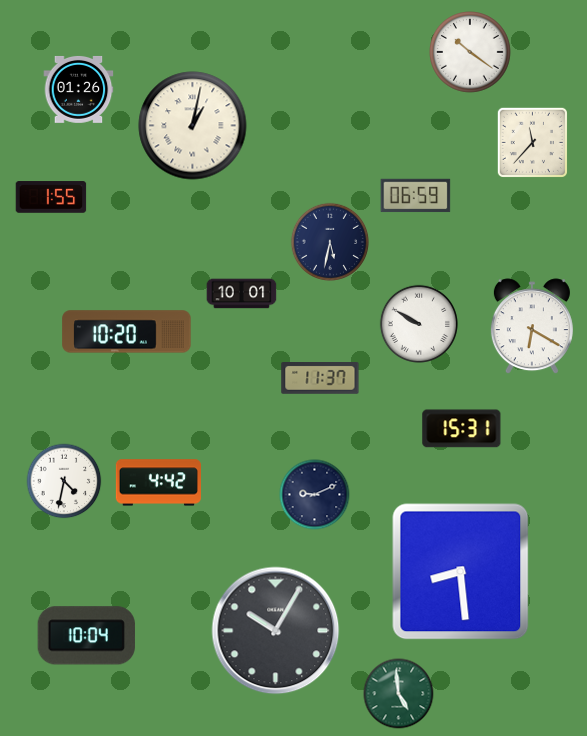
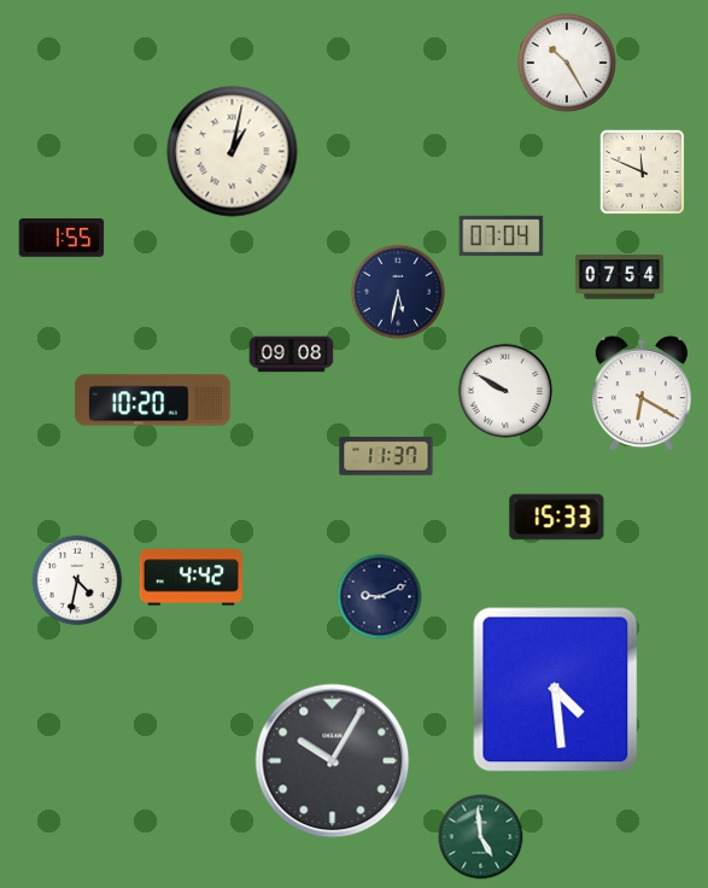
clock at (471, 53): 10:21 -> 10:25
clock at (79, 90): 01:26 -> none
clock at (532, 142): 11:37 -> 11:49
clock at (416, 196): 06:59 -> 07:04
clock at (619, 277): none -> 07:54
clock at (242, 294): 10:01 -> 09:08
clock at (462, 429): 15:31 -> 15:33
clock at (158, 483) position: (158, 483) -> (191, 578)
clock at (461, 572): 8:29 -> 4:29
clock at (86, 636): 10:04 -> none
